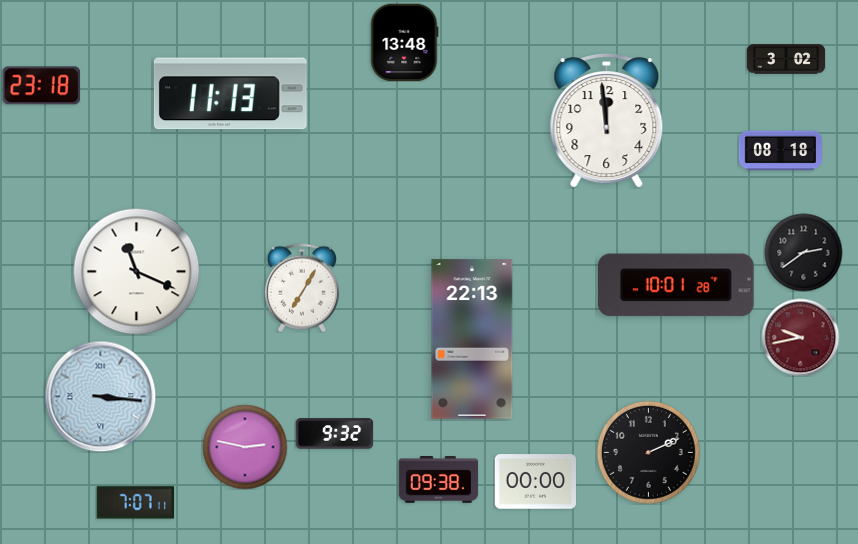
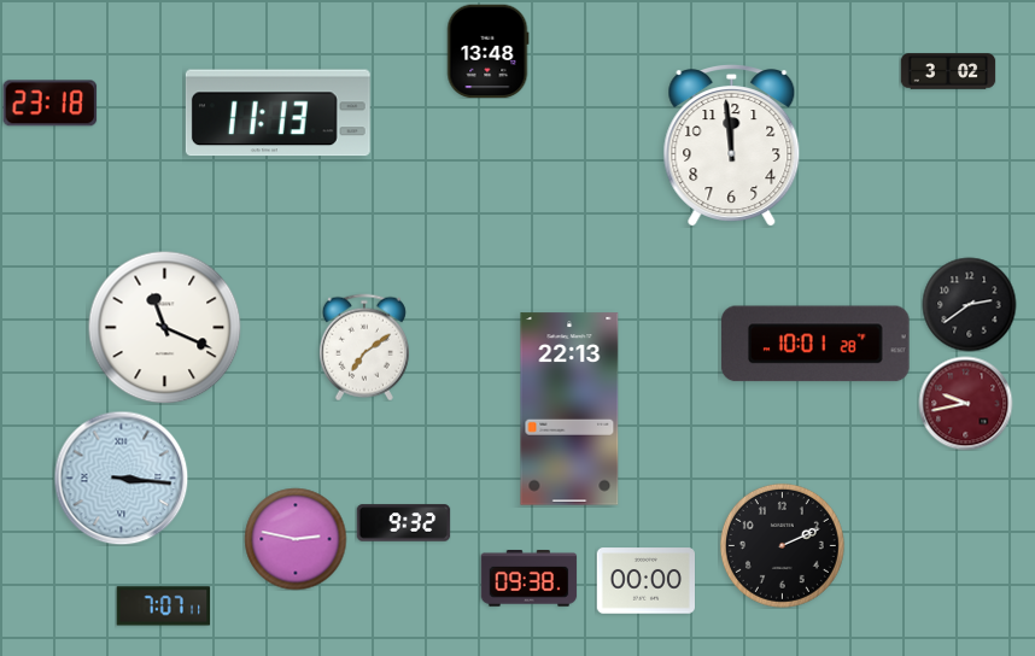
clock at (780, 151): 08:18 -> none
clock at (302, 288): 7:05 -> 7:09
clock at (800, 337) position: (800, 337) -> (965, 403)
